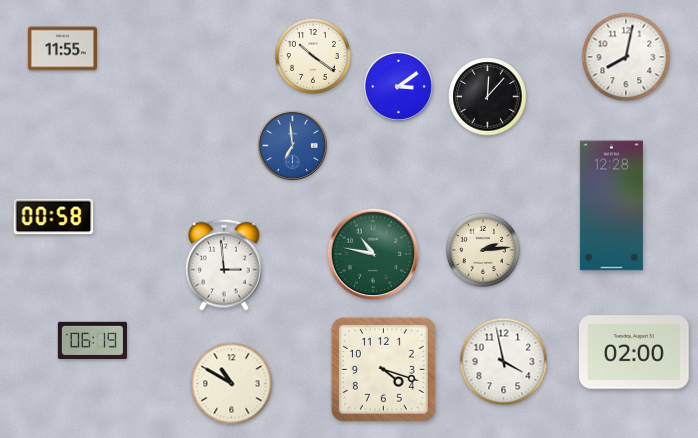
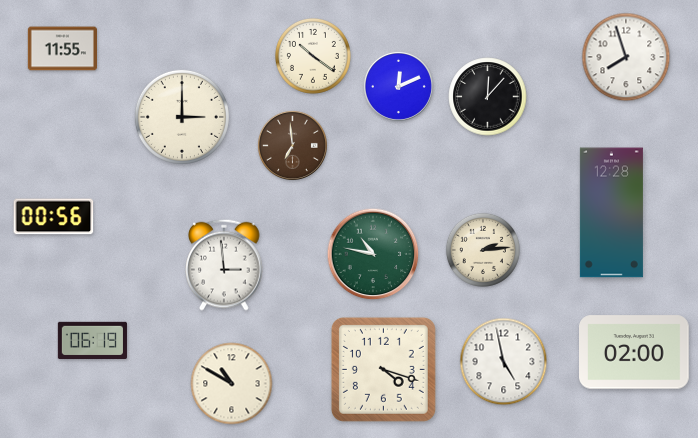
clock at (626, 57): 8:02 -> 7:57
clock at (398, 86): 3:09 -> 12:11
clock at (182, 117): none -> 3:00
clock at (292, 145) dial: blue -> brown
clock at (611, 206) position: (611, 206) -> (611, 213)
clock at (54, 217): 00:58 -> 00:56
clock at (504, 362): 3:58 -> 4:58
